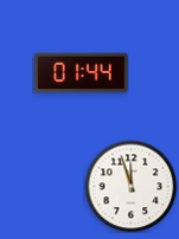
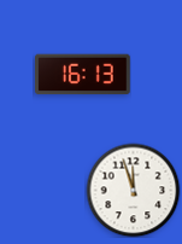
clock at (82, 73): 01:44 -> 16:13
